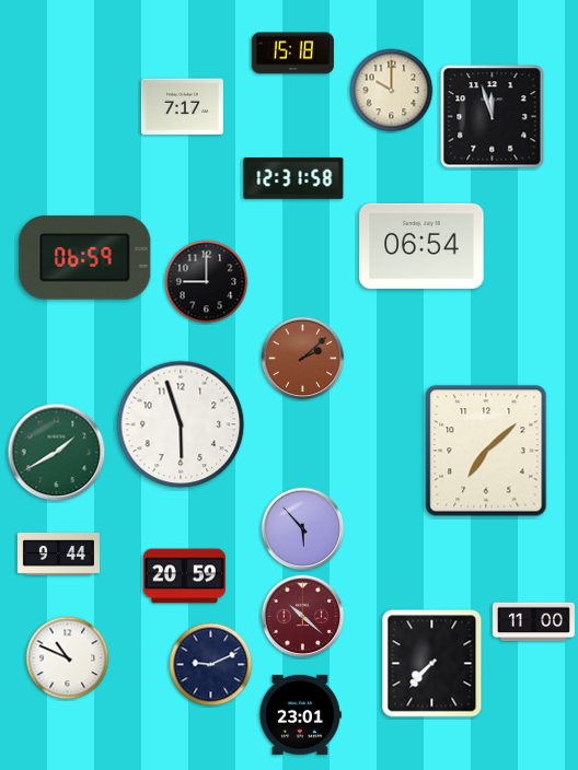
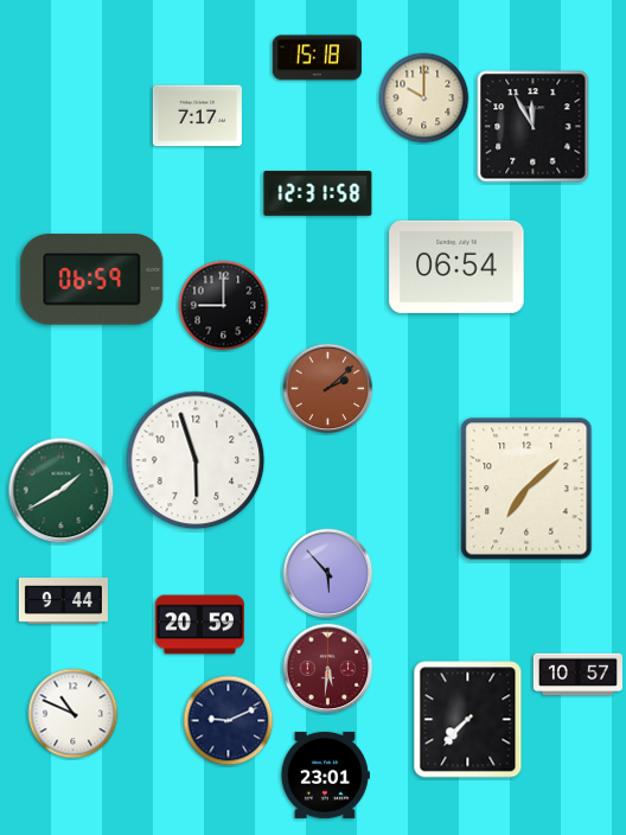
clock at (493, 117): 11:57 -> 11:55
clock at (303, 617): 10:22 -> 5:31
clock at (533, 622): 11:00 -> 10:57
